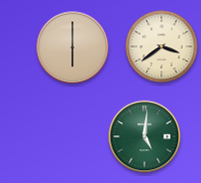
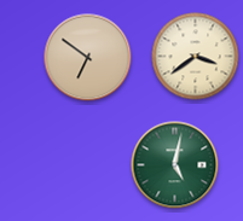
clock at (73, 48): 6:00 -> 6:51
clock at (145, 137): 5:01 -> 5:02
